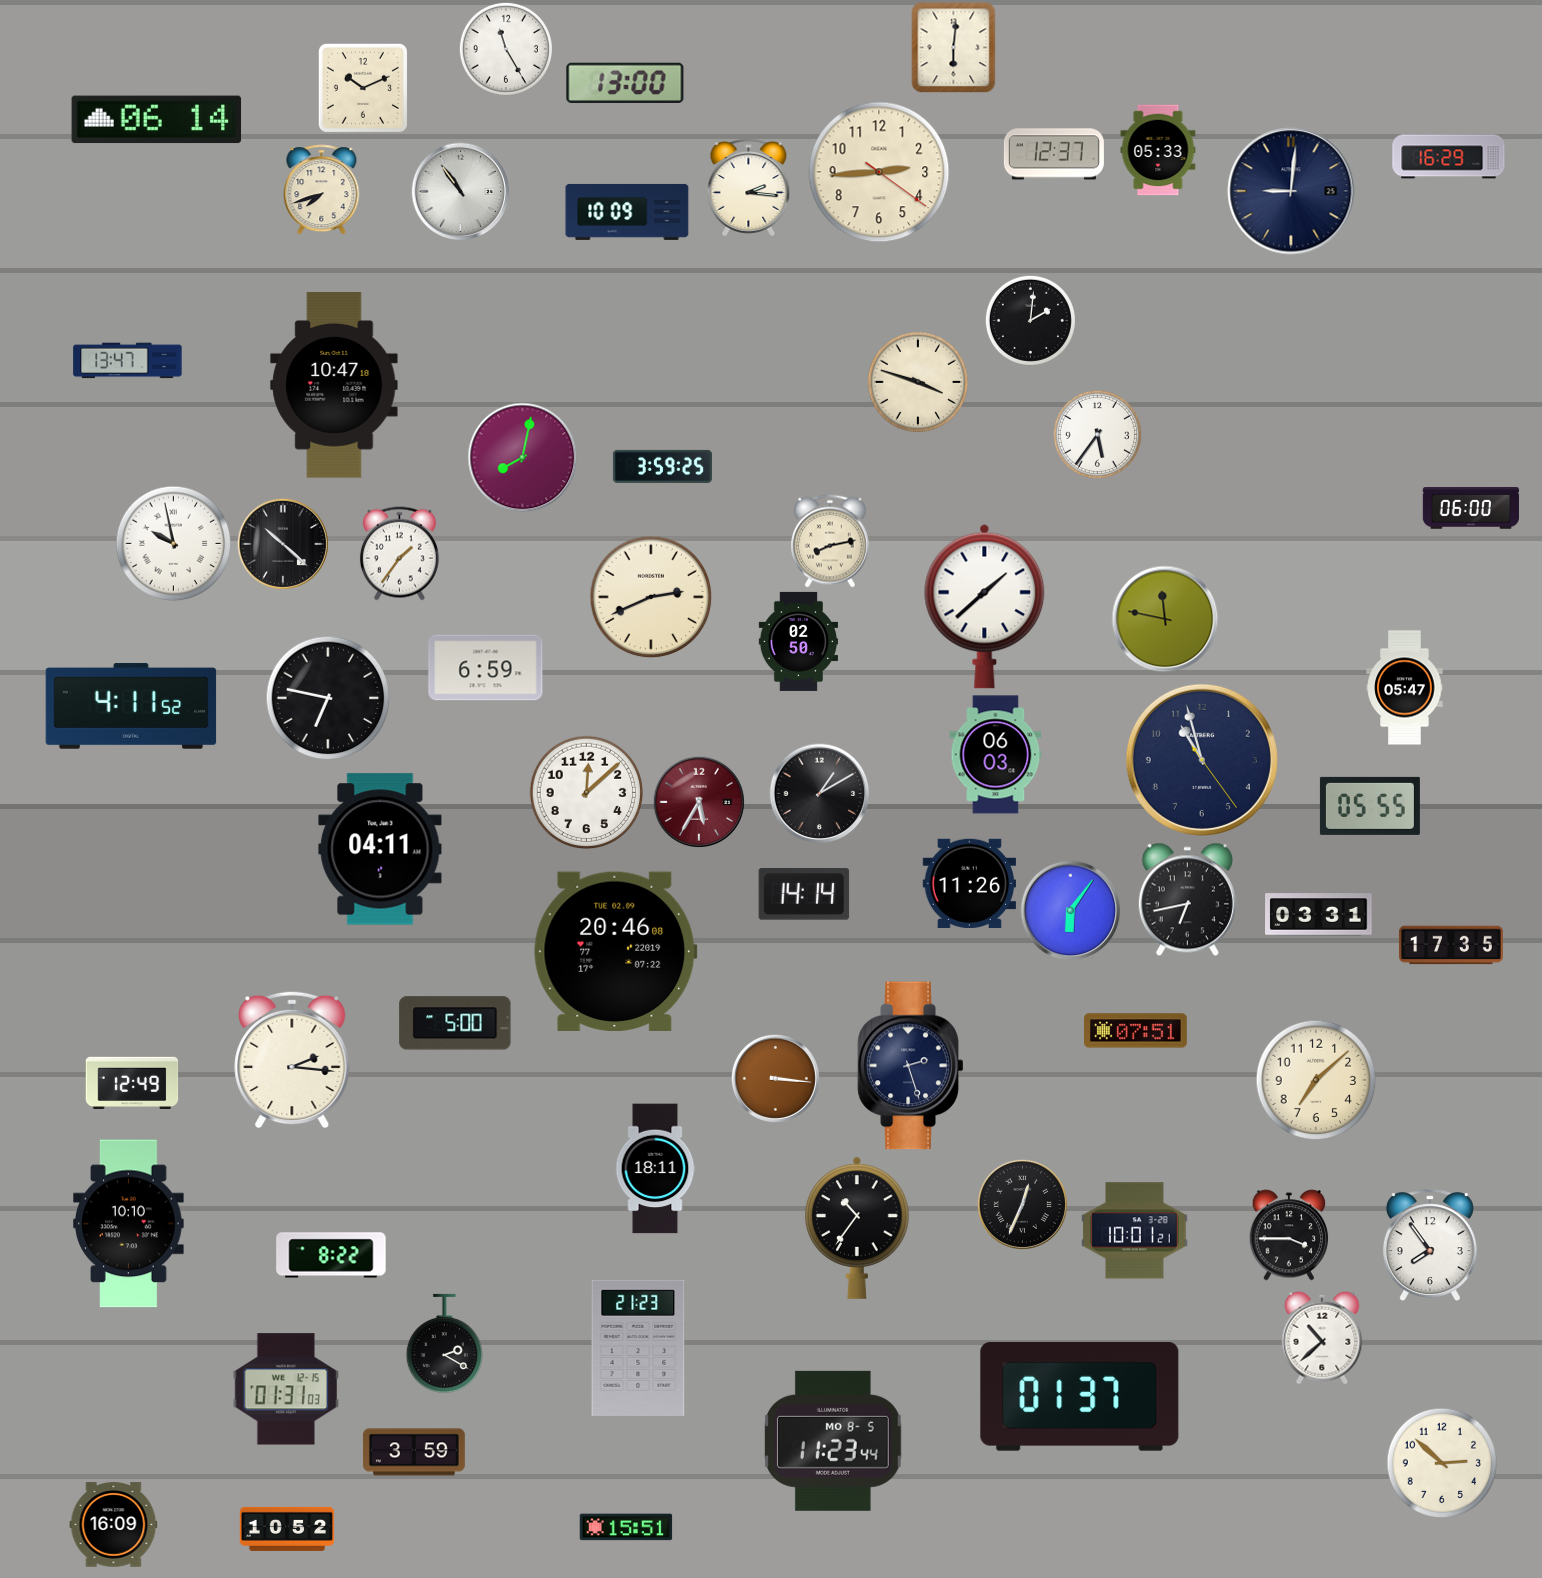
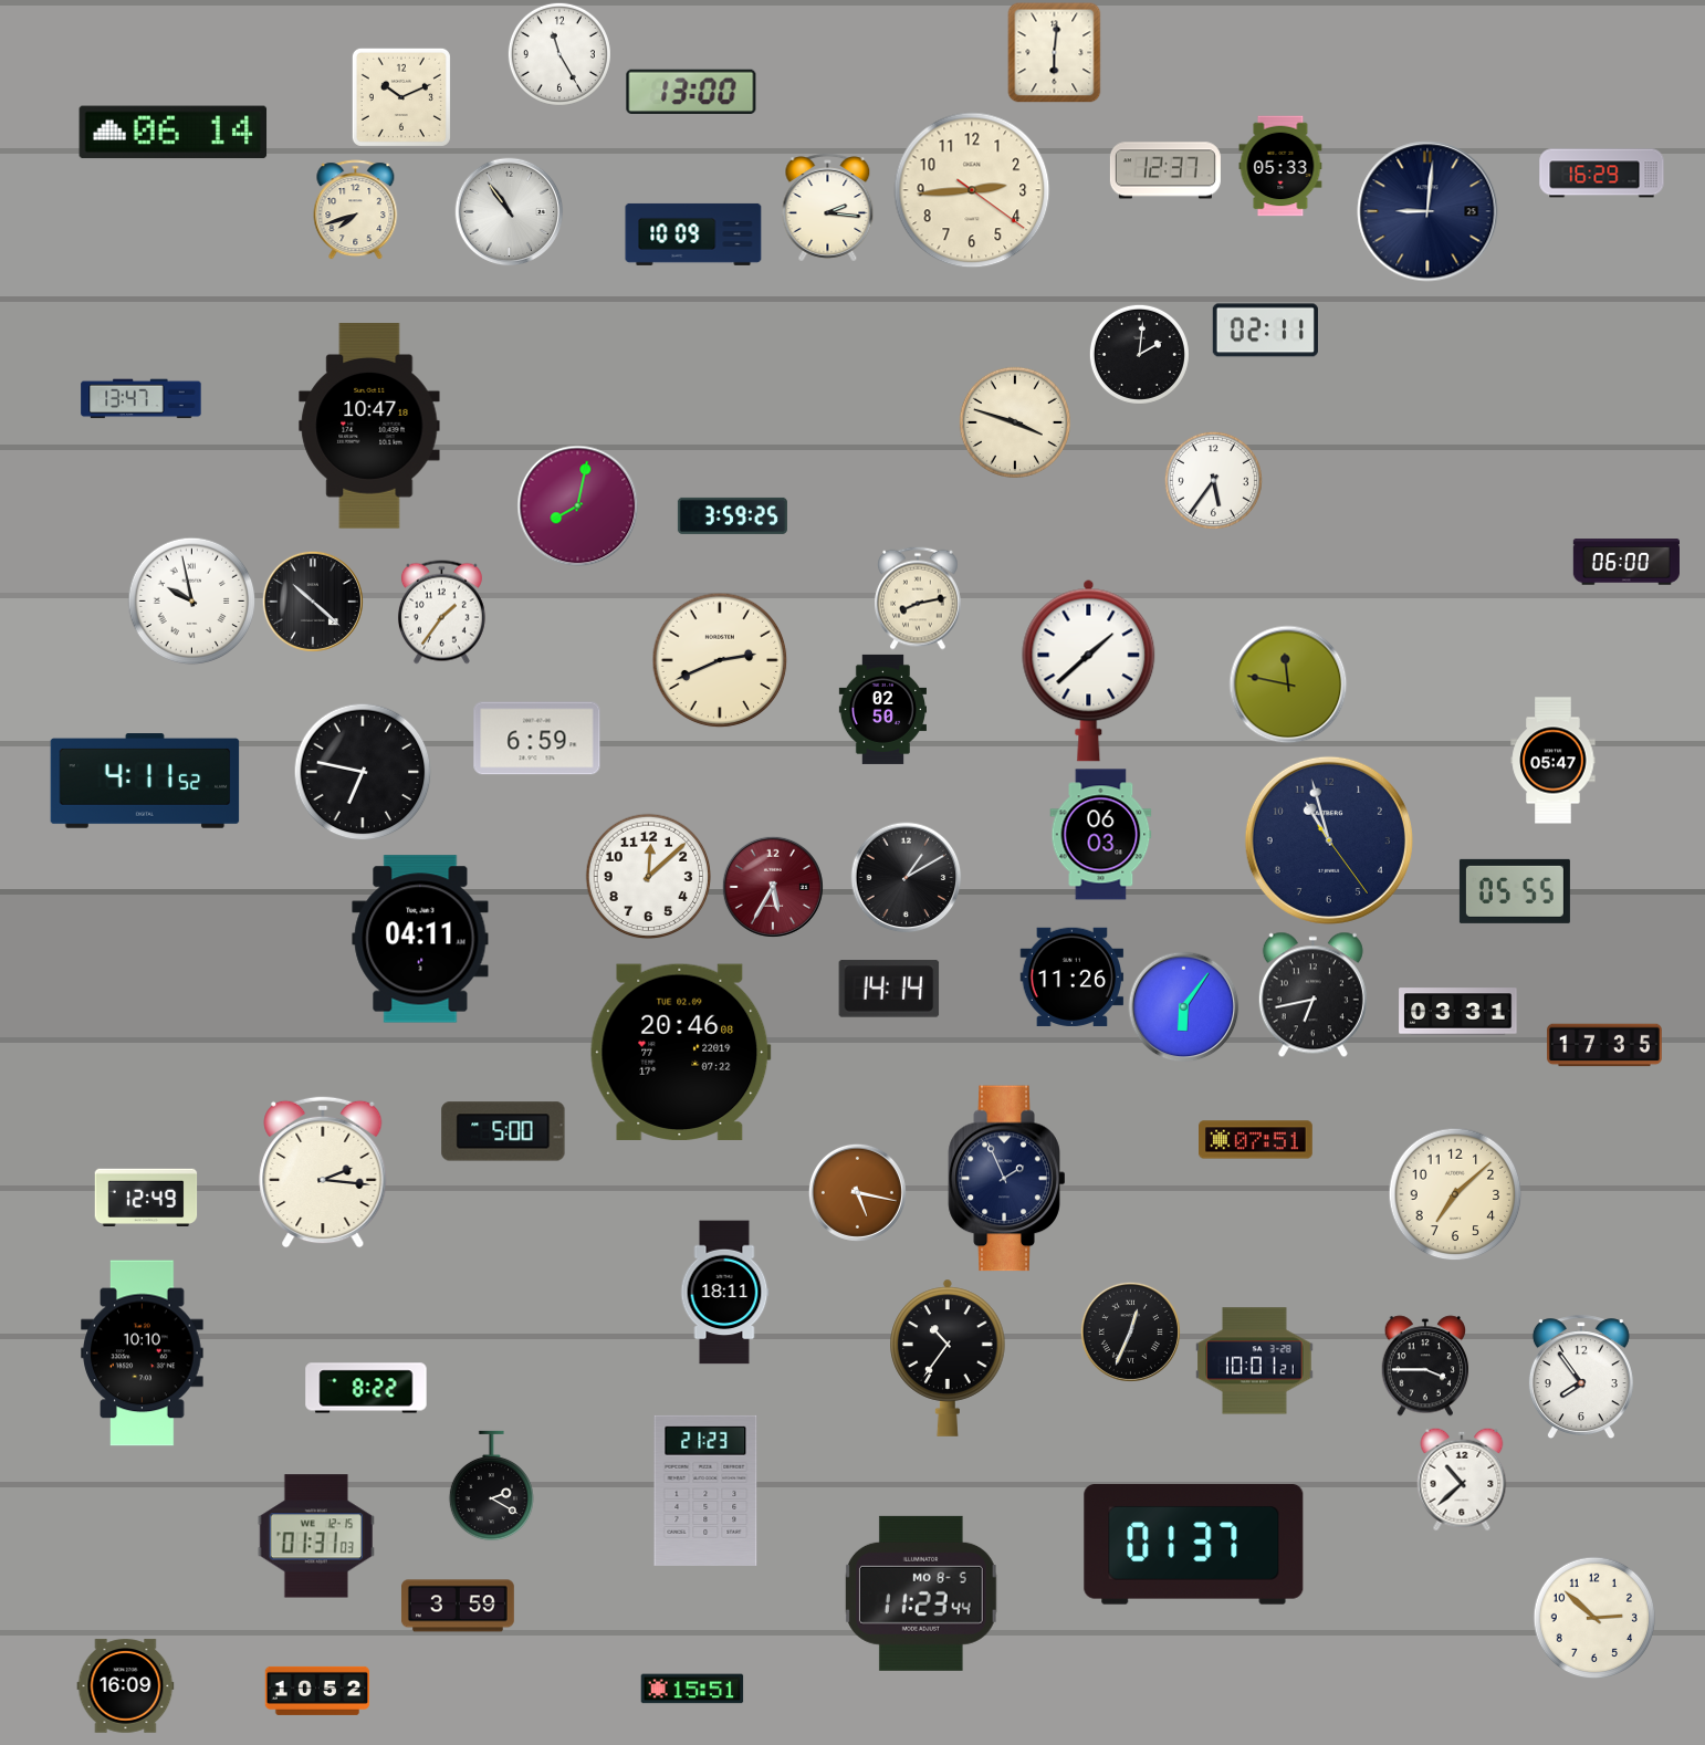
clock at (1265, 331): none -> 02:11
clock at (911, 1066): 2:27 -> 1:56
clock at (775, 1078): 3:16 -> 5:17
